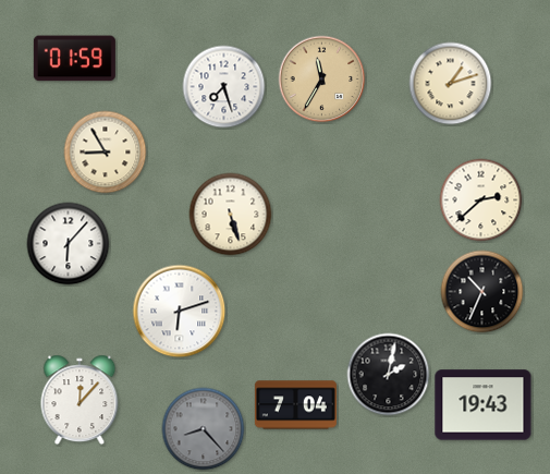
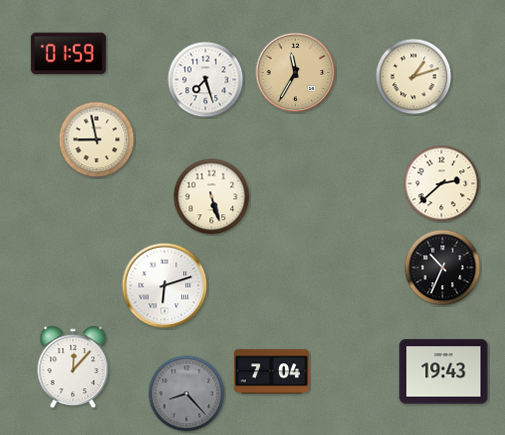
clock at (106, 153): 8:55 -> 8:58
clock at (69, 244): 6:07 -> none
clock at (389, 375): 2:02 -> none
